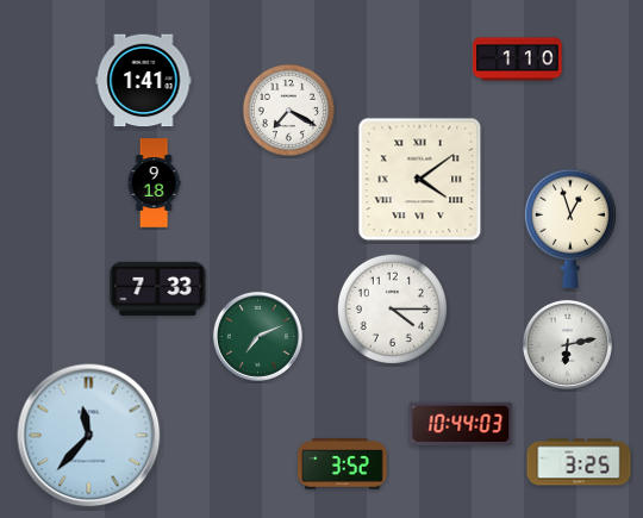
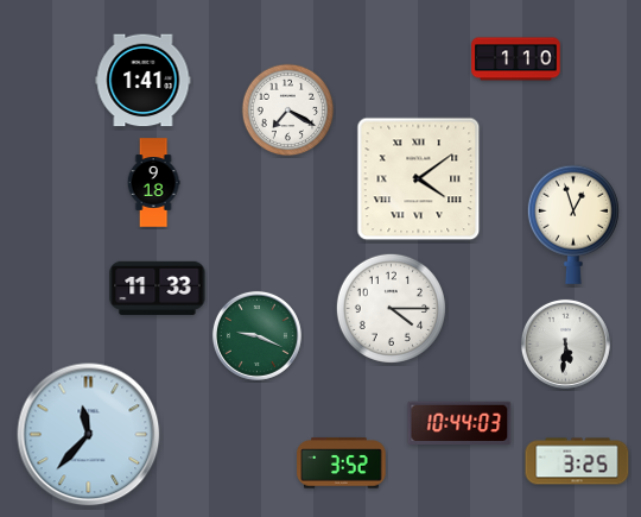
clock at (570, 229) position: (570, 229) -> (573, 225)
clock at (158, 288): 7:33 -> 11:33
clock at (257, 336): 7:11 -> 9:19
clock at (567, 344): 6:13 -> 5:31
